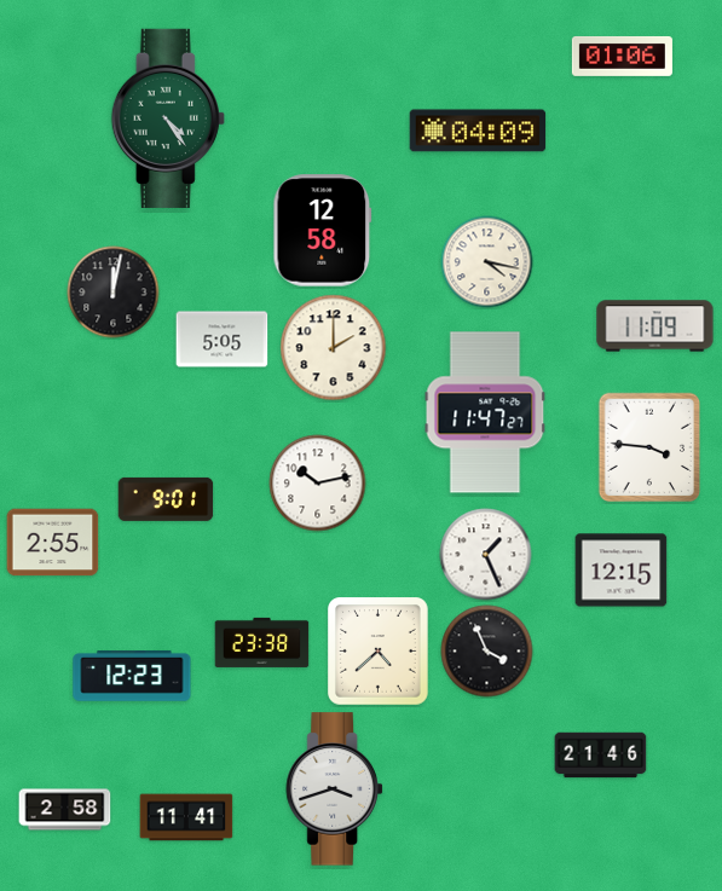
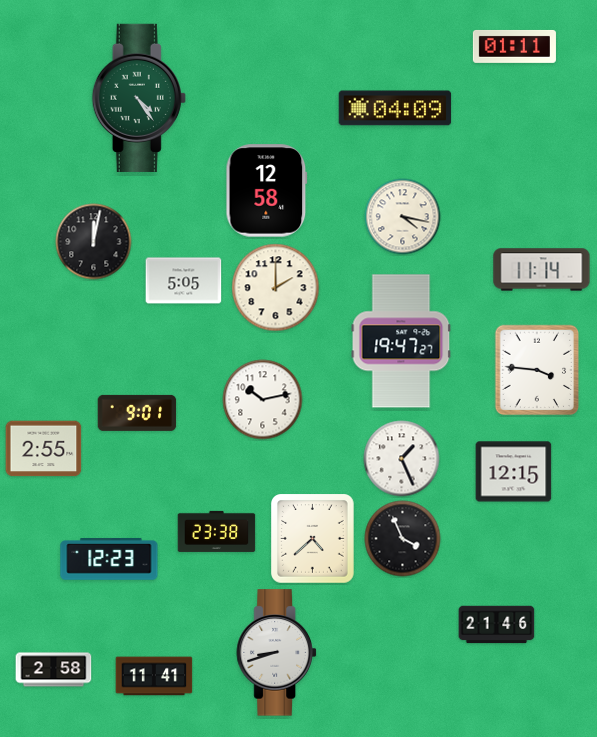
clock at (622, 56): 01:06 -> 01:11
clock at (655, 326): 11:09 -> 11:14
clock at (485, 412): 11:47 -> 19:47
clock at (335, 789): 3:42 -> 8:42
